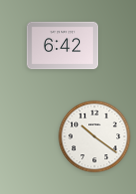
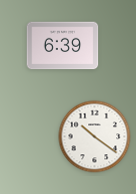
clock at (63, 46): 6:42 -> 6:39
